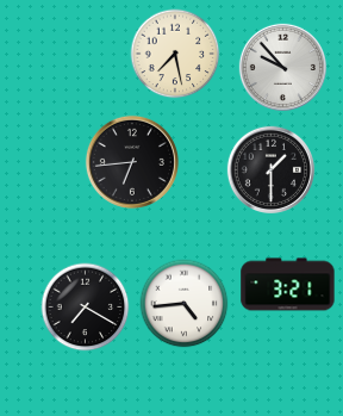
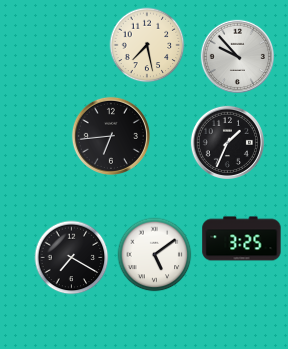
clock at (270, 169): 1:30 -> 1:34
clock at (288, 285): 3:21 -> 3:25
clock at (185, 304): 4:44 -> 5:09
